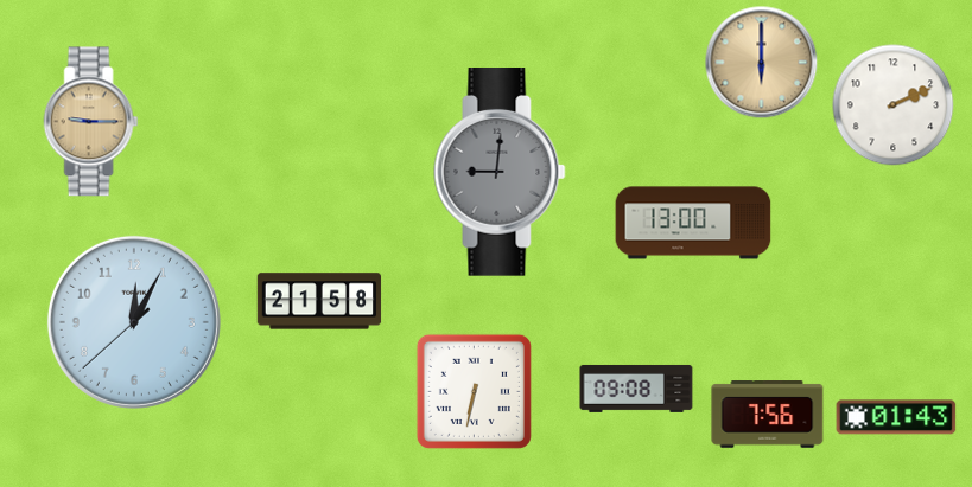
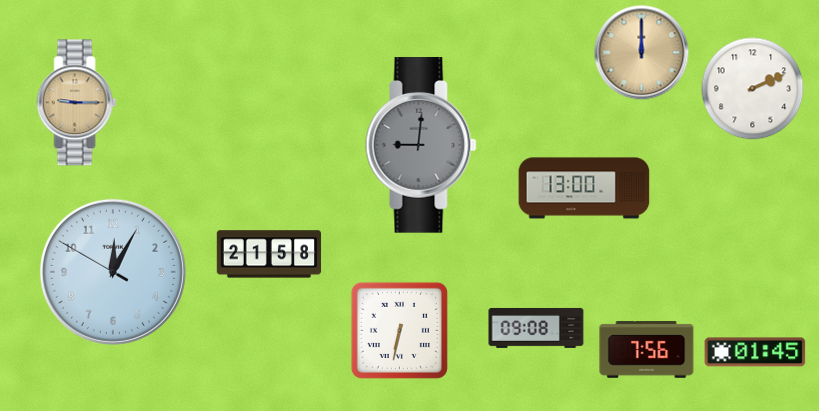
clock at (762, 63): 6:00 -> 12:00
clock at (134, 322): 12:04:38 -> 12:04:50
clock at (896, 417): 01:43 -> 01:45
